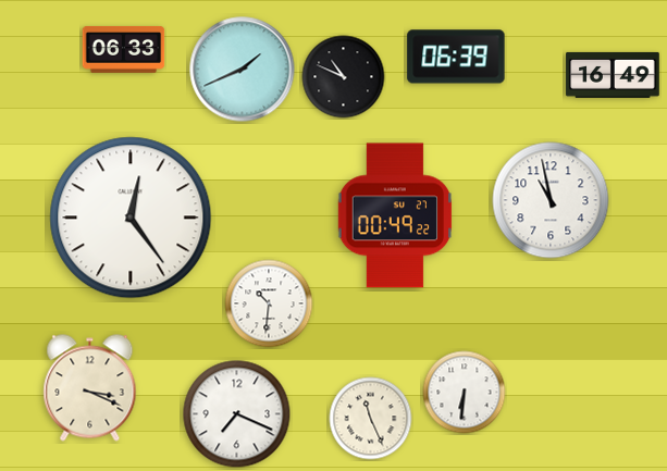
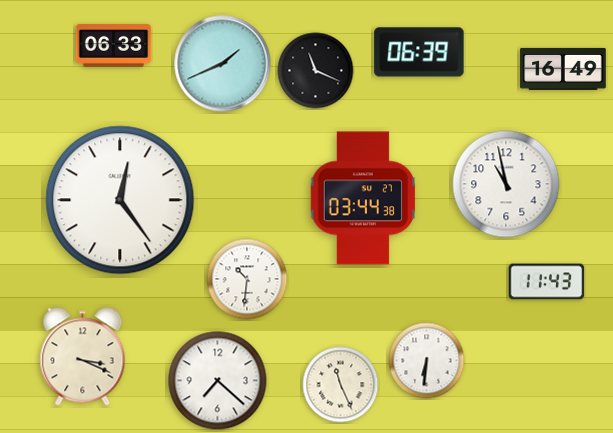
clock at (344, 77): 10:49 -> 11:19
clock at (394, 215): 00:49 -> 03:44
clock at (547, 282): none -> 11:43
clock at (237, 414): 7:19 -> 7:22
